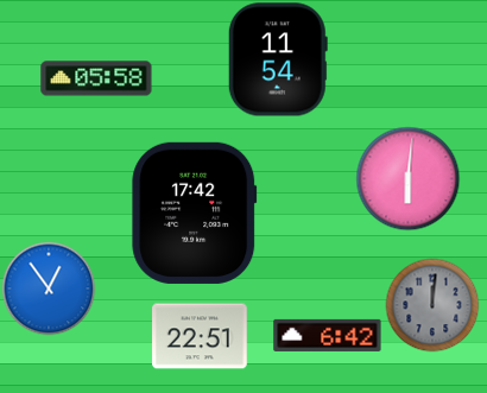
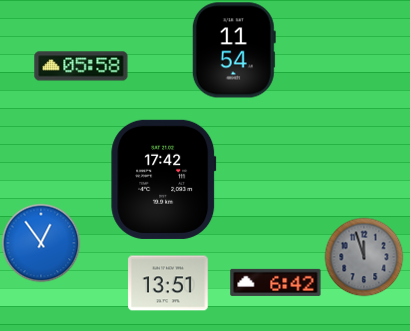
clock at (407, 178): 6:01 -> none
clock at (432, 305): 12:01 -> 11:57
clock at (200, 336): 22:51 -> 13:51
